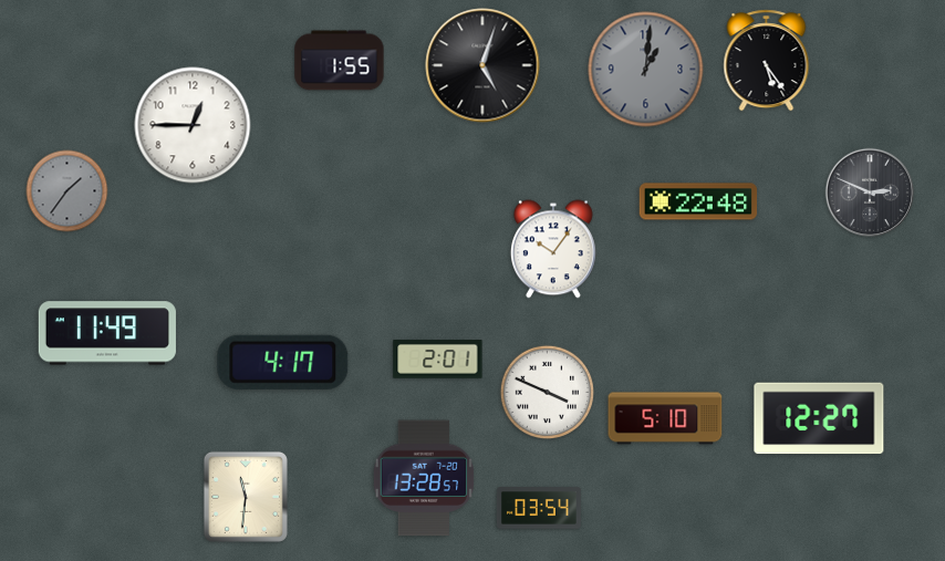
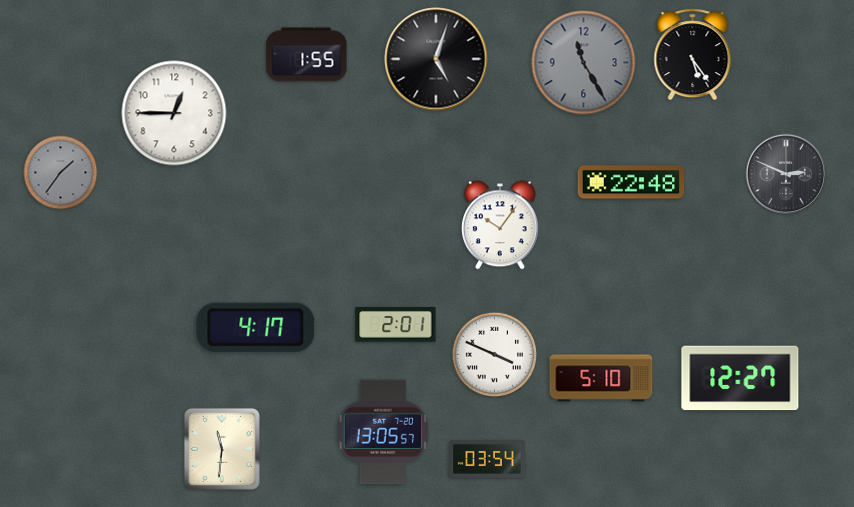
clock at (646, 70): 1:01 -> 11:25
clock at (107, 333): 11:49 -> none
clock at (424, 478): 13:28 -> 13:05
